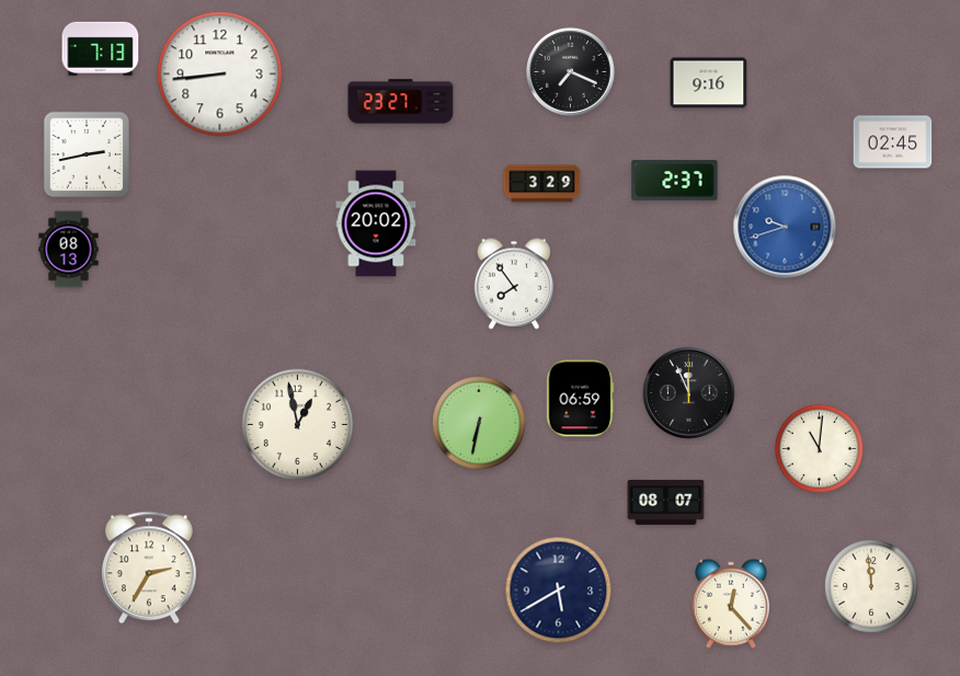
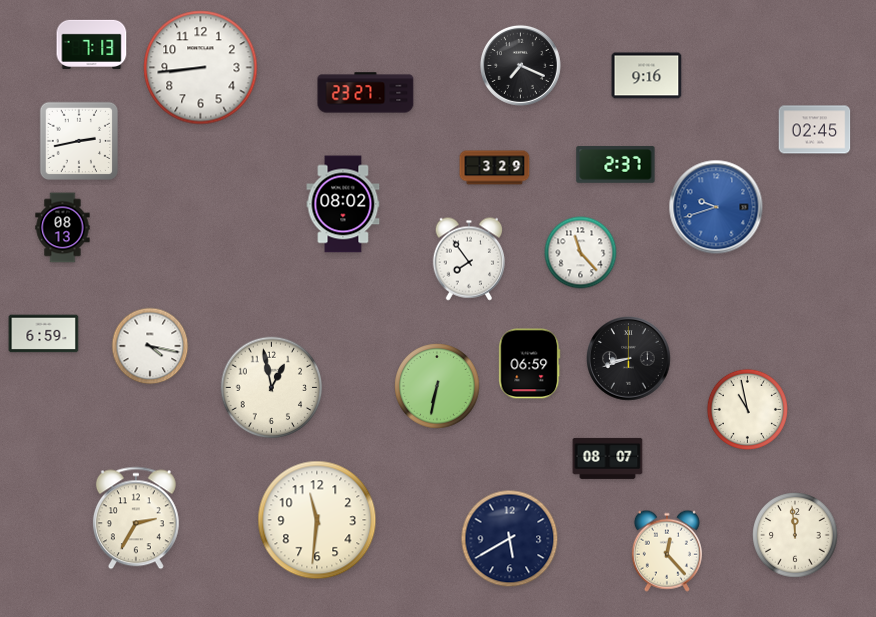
clock at (376, 224): 20:02 -> 08:02
clock at (581, 253): none -> 11:23
clock at (44, 334): none -> 6:59
clock at (150, 346): none -> 4:17
clock at (689, 393): 11:56 -> 8:42
clock at (819, 448): 11:01 -> 10:58
clock at (317, 520): none -> 11:31
